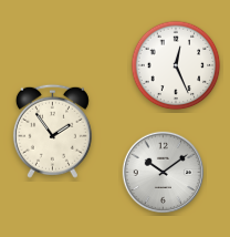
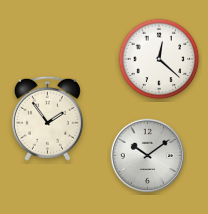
clock at (176, 65): 12:26 -> 12:22
